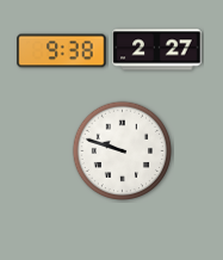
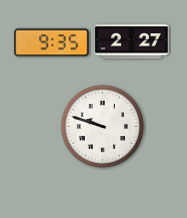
clock at (62, 51): 9:38 -> 9:35
